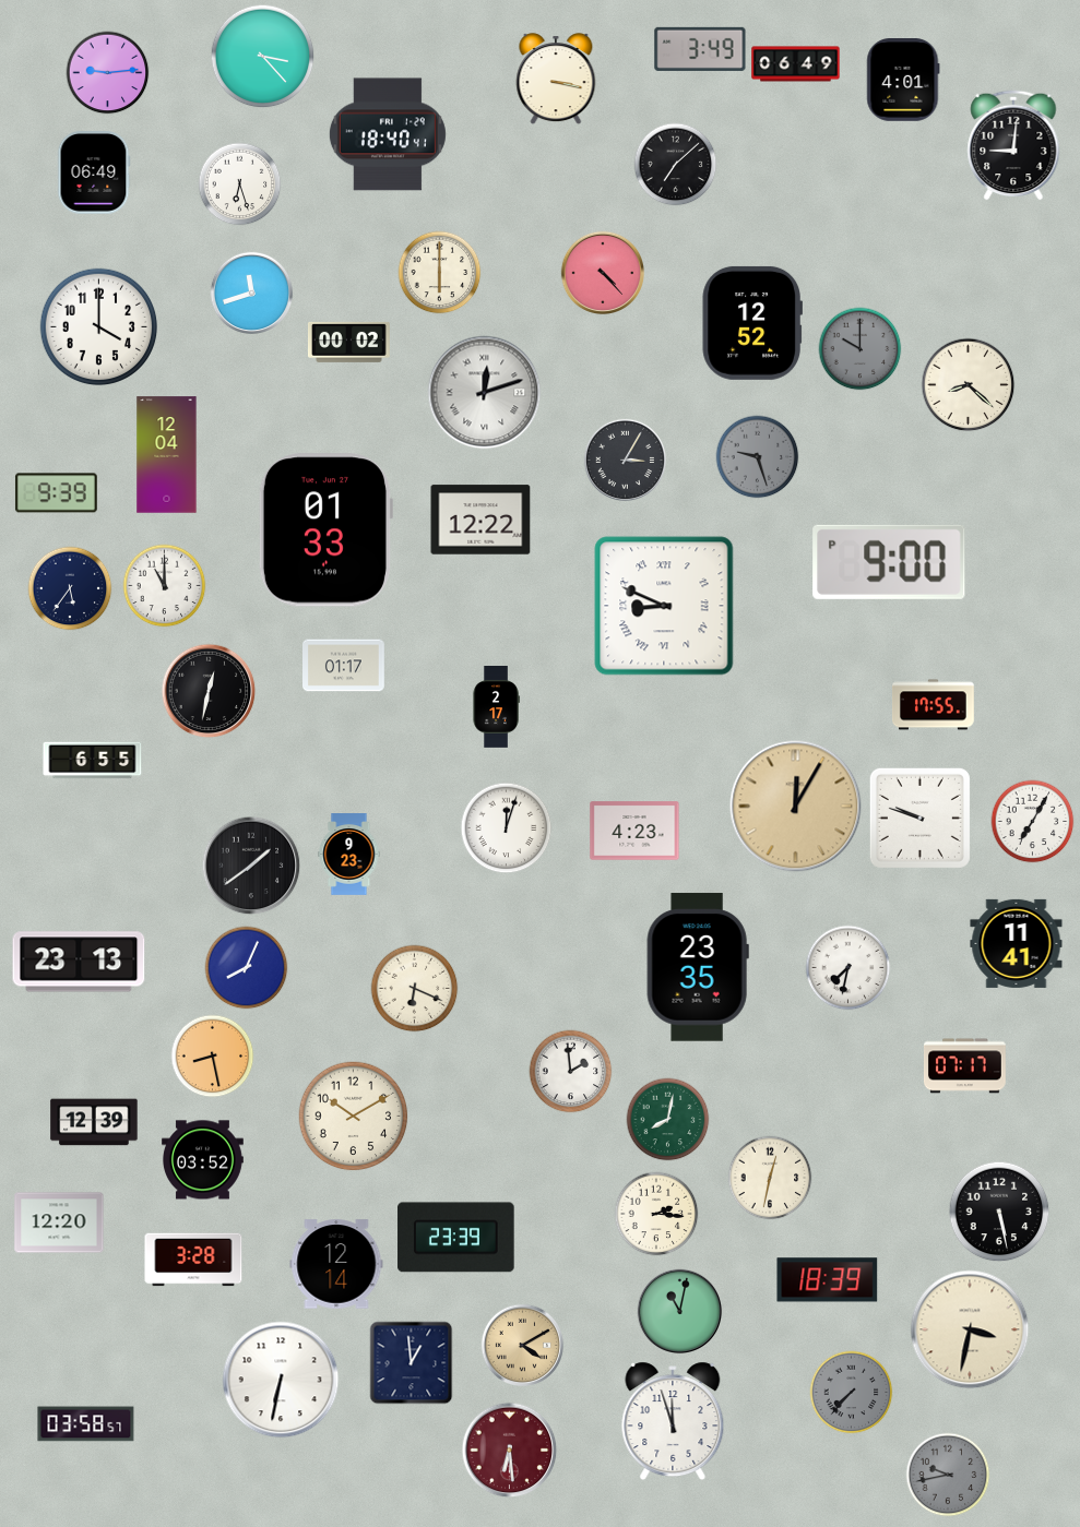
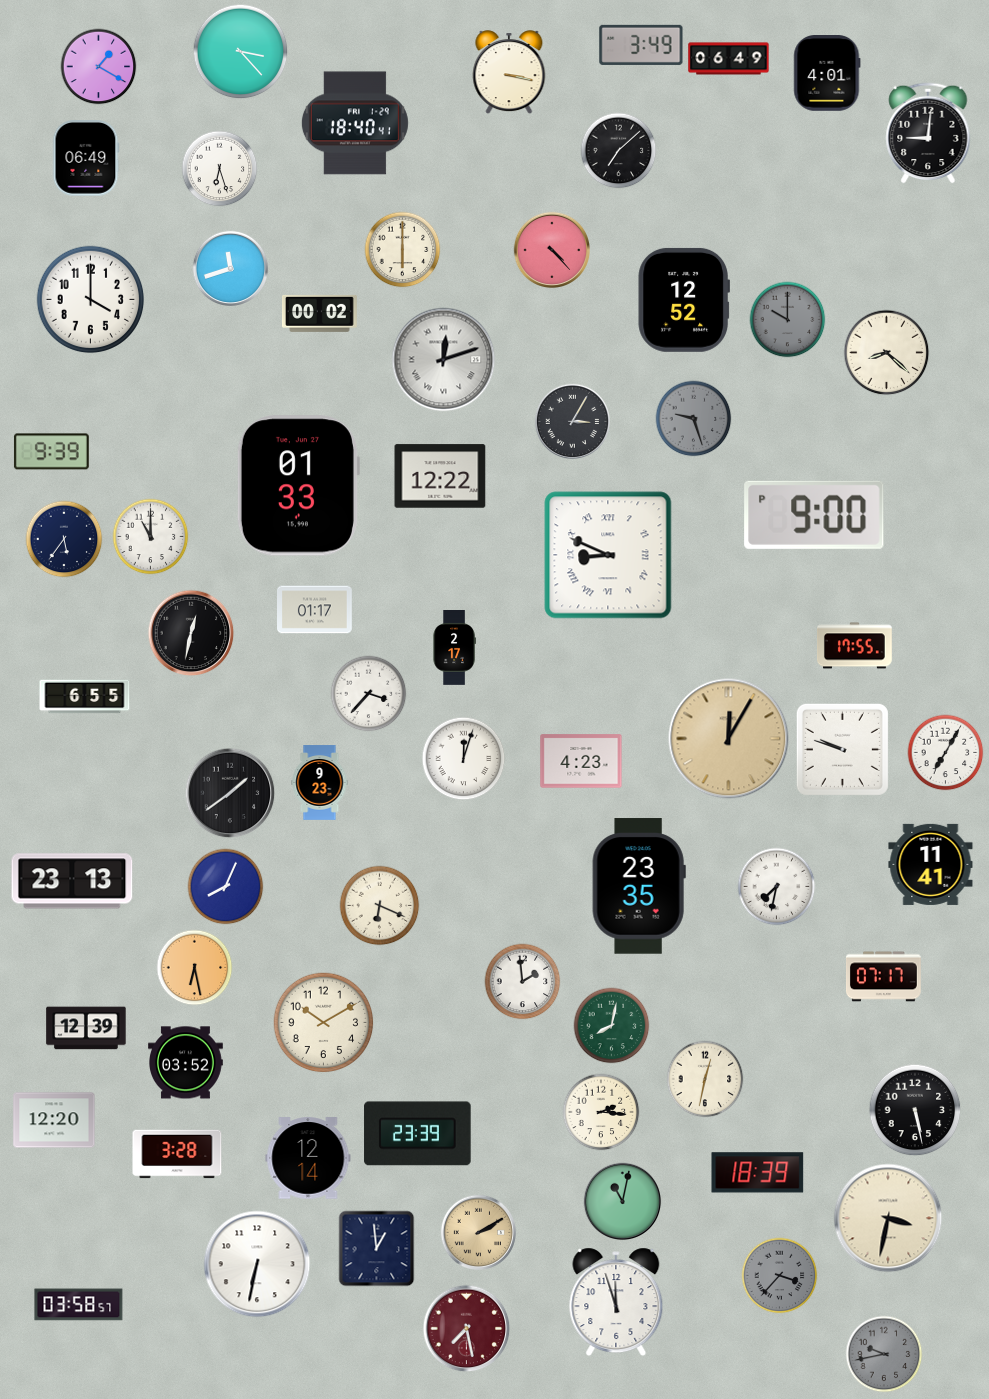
clock at (108, 73): 9:14 -> 1:20
clock at (752, 323) position: (752, 323) -> (684, 300)
clock at (167, 455): 12:04 -> none
clock at (369, 694): none -> 3:37
clock at (213, 1057): 8:28 -> 6:28
clock at (522, 1345): 4:10 -> 2:10
clock at (852, 1393): 7:37 -> 3:37
clock at (510, 1451): 6:29 -> 7:28
clock at (948, 1475) position: (948, 1475) -> (884, 1354)
